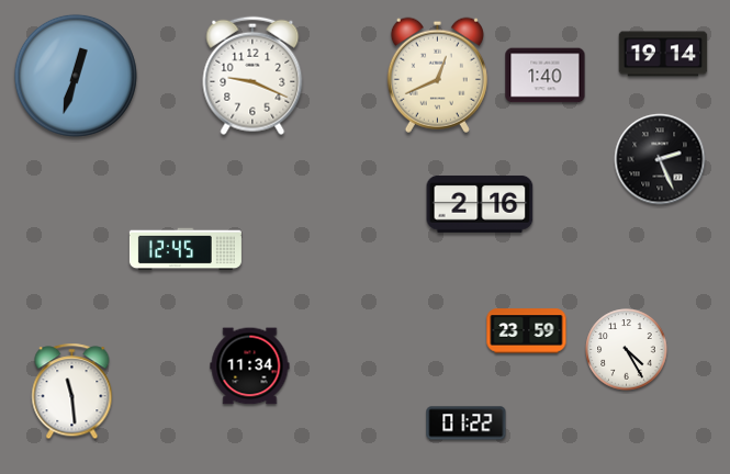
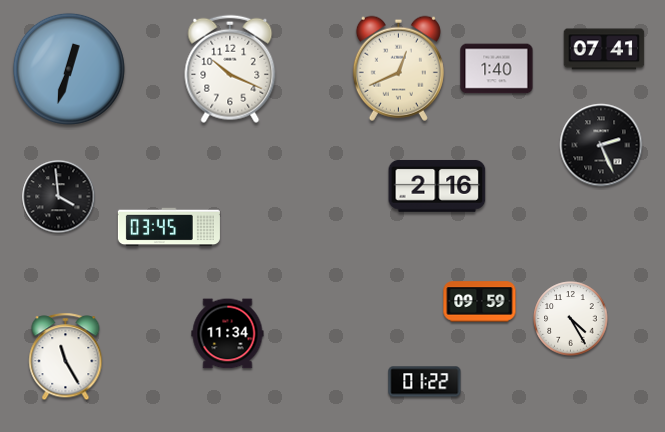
clock at (663, 54): 19:14 -> 07:41
clock at (252, 76): 9:19 -> 10:19
clock at (59, 197): none -> 3:59
clock at (186, 249): 12:45 -> 03:45
clock at (527, 331): 23:59 -> 09:59
clock at (72, 392): 11:29 -> 11:25
clock at (467, 424) position: (467, 424) -> (425, 382)
